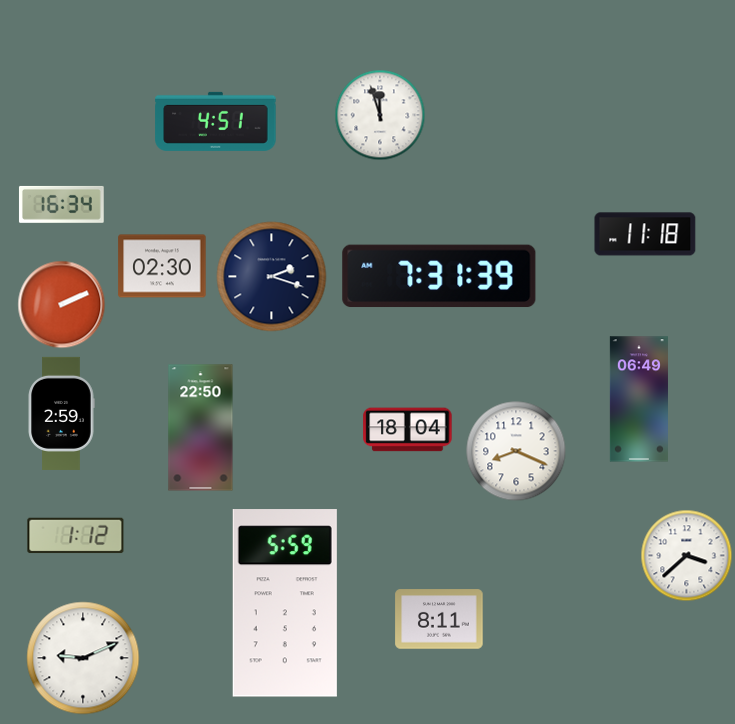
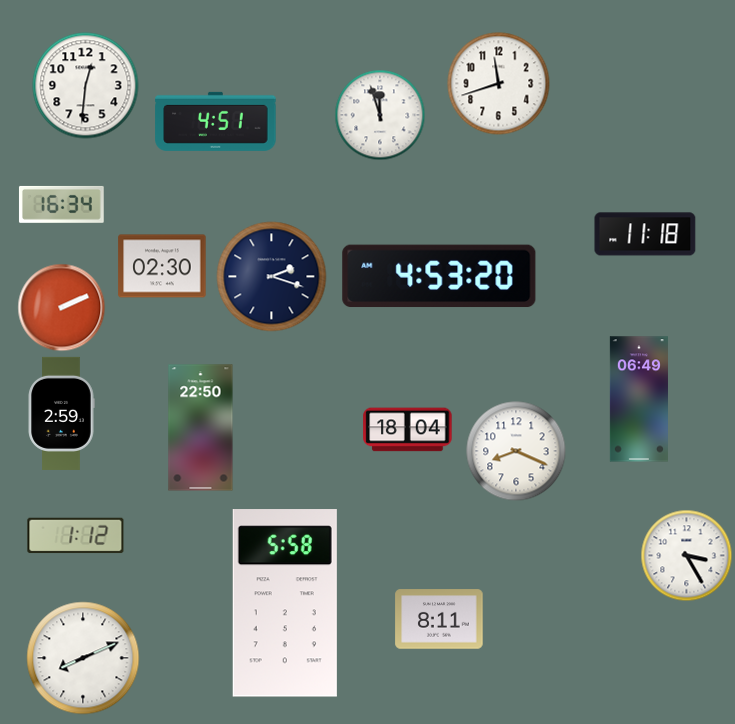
clock at (499, 84): none -> 11:42
clock at (86, 86): none -> 12:31
clock at (439, 276): 7:31 -> 4:53
clock at (62, 305) position: (62, 305) -> (62, 308)
clock at (687, 556): 3:38 -> 3:25
clock at (285, 603): 5:59 -> 5:58
clock at (83, 658): 9:11 -> 8:11
